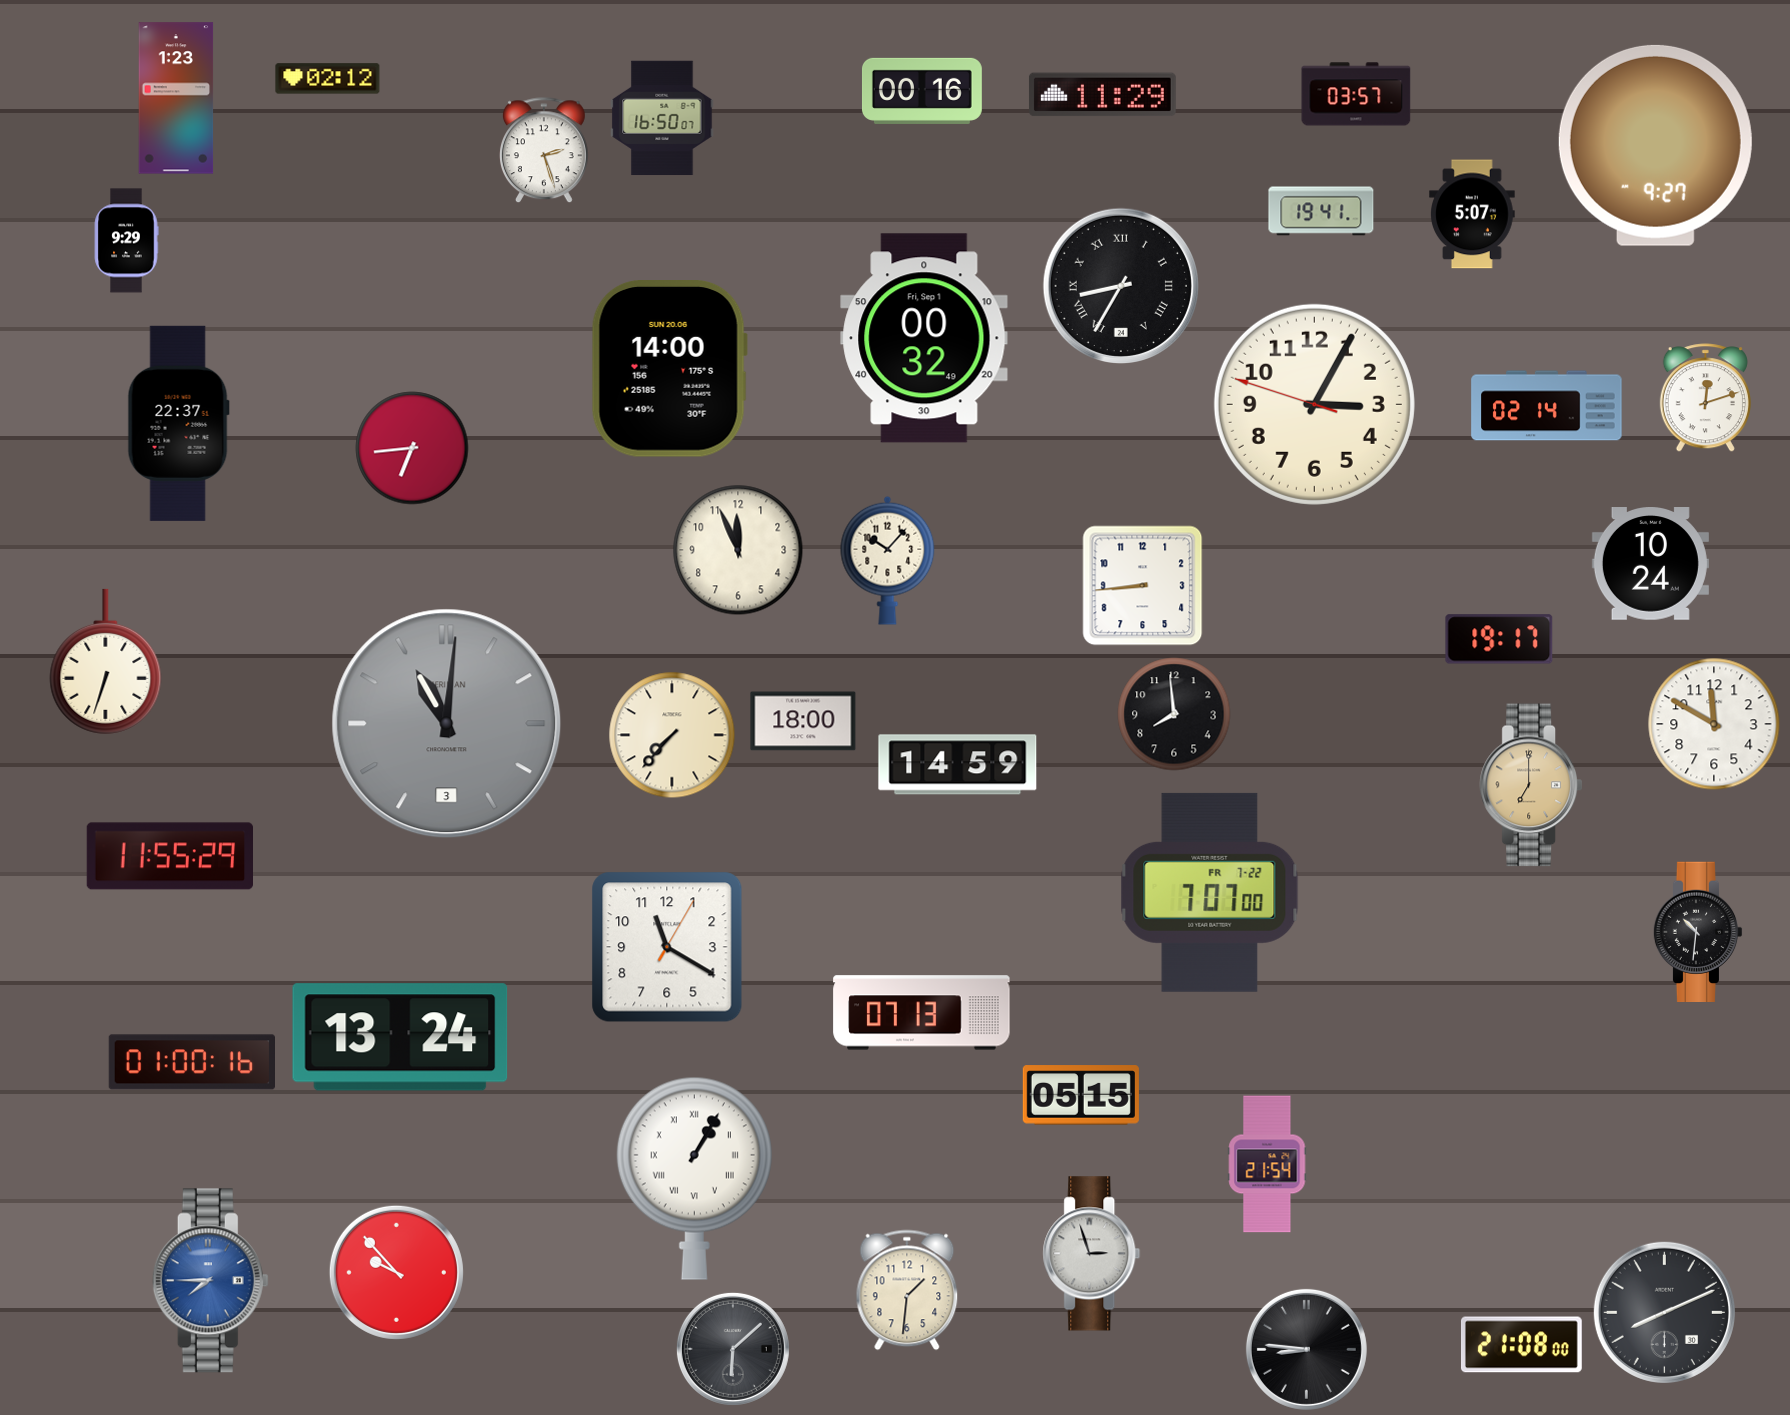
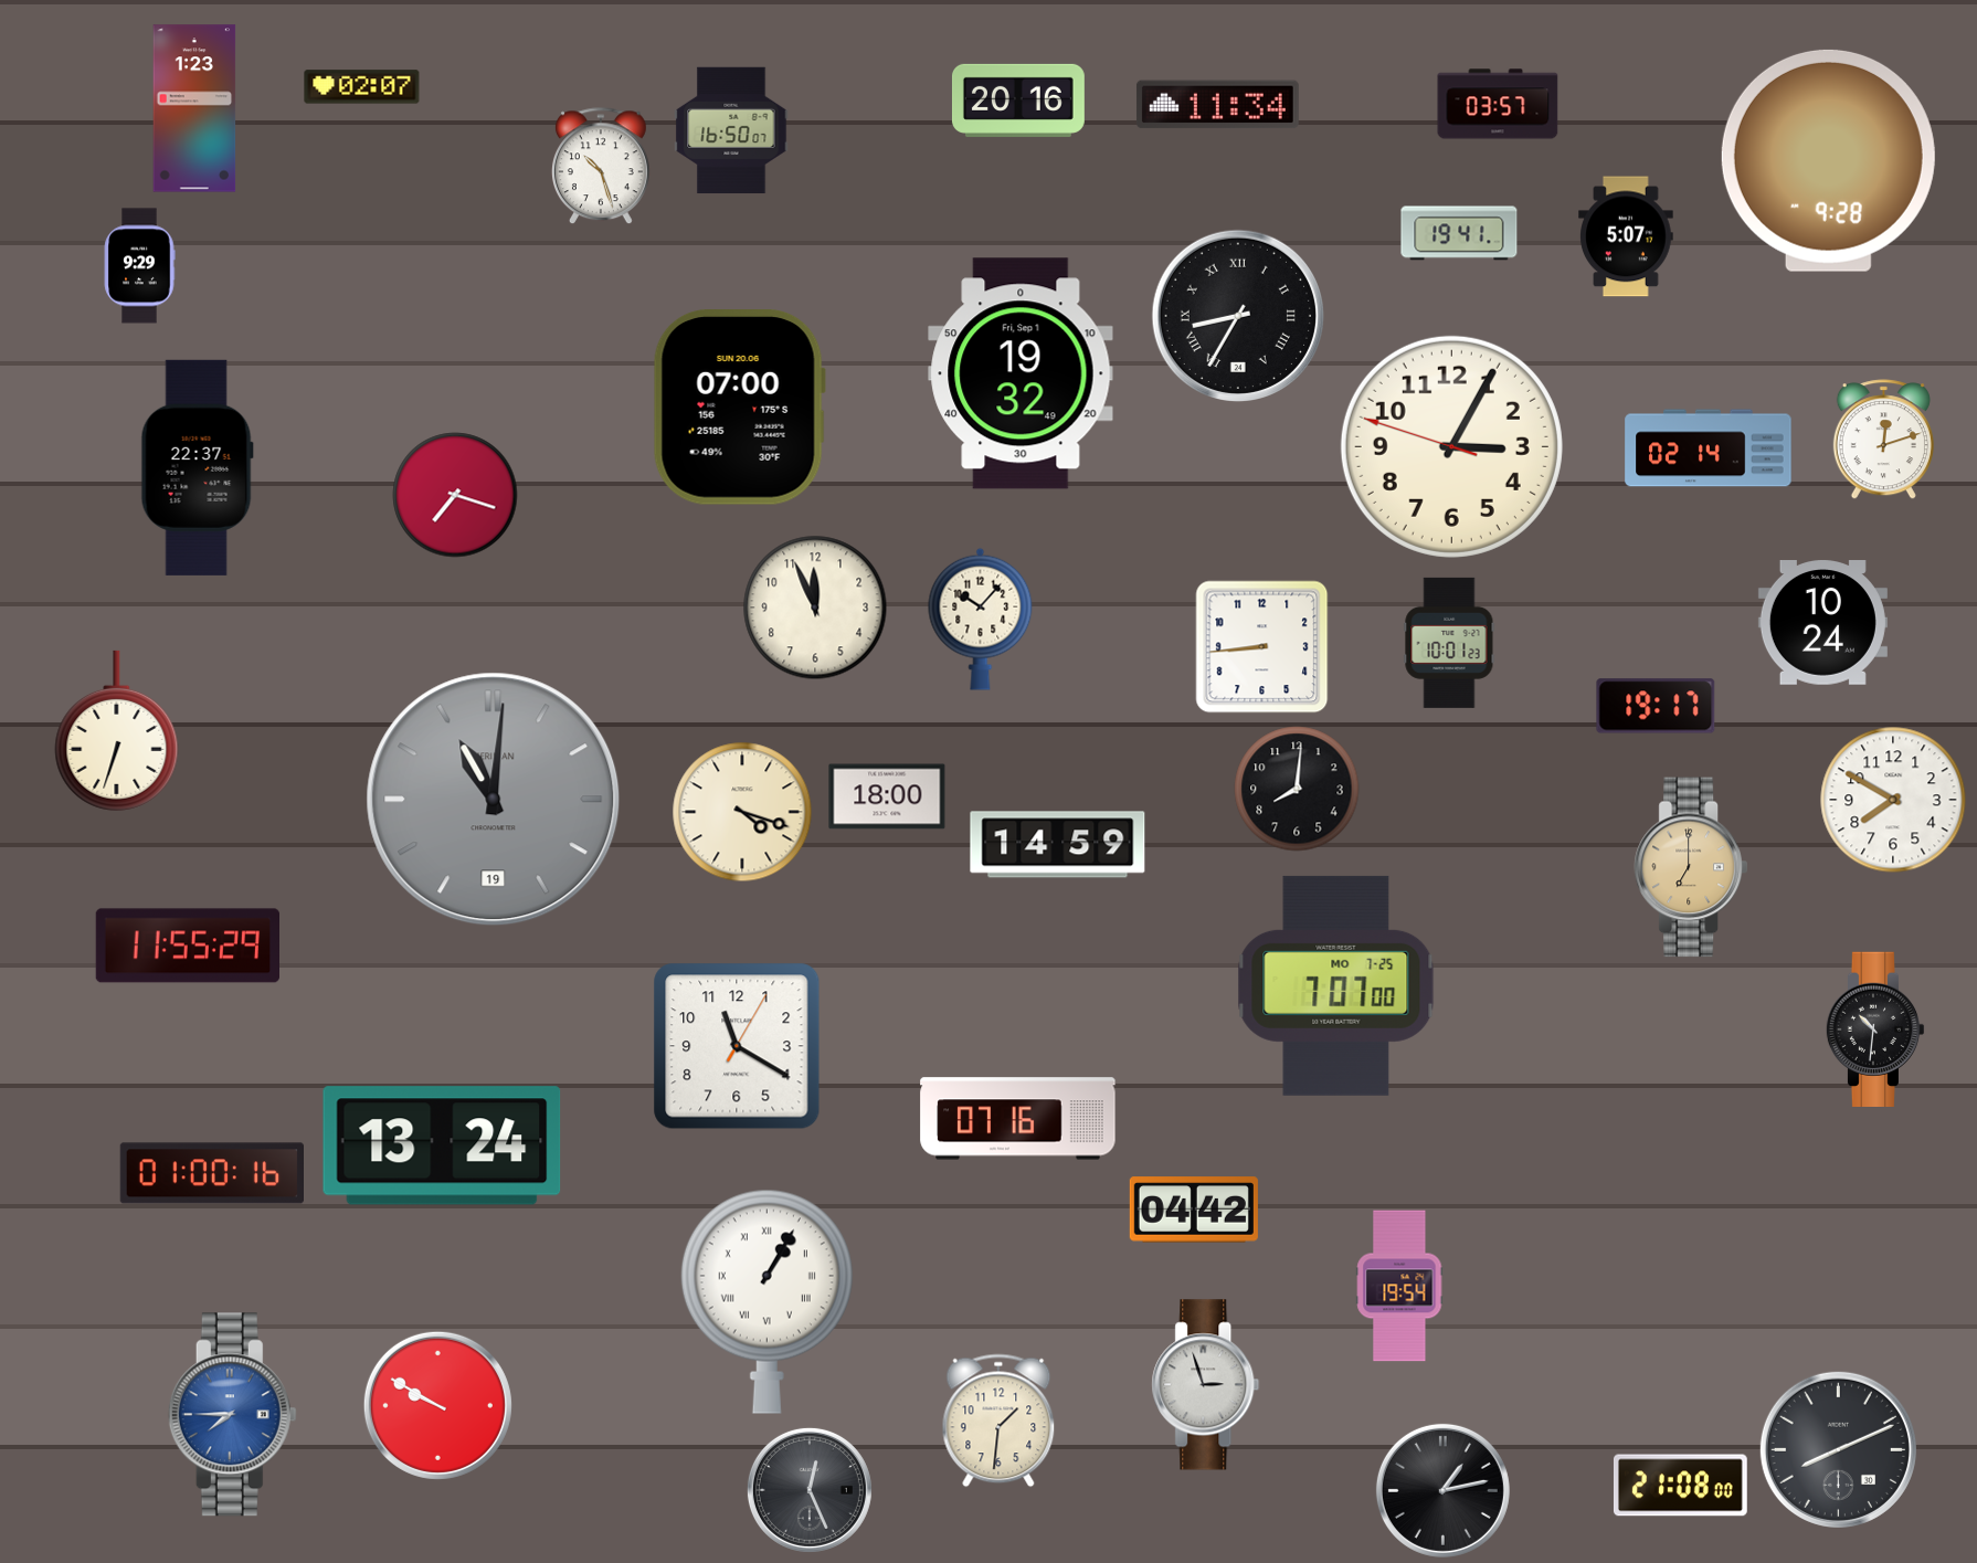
clock at (328, 79): 02:12 -> 02:07
clock at (922, 91): 00:16 -> 20:16
clock at (1102, 95): 11:29 -> 11:34
clock at (1655, 145): 9:27 -> 9:28
clock at (544, 151): 2:27 -> 10:27
clock at (924, 338): 00:32 -> 19:32
clock at (669, 369): 14:00 -> 07:00
clock at (412, 448): 6:44 -> 7:18
clock at (1449, 643): none -> 10:01
clock at (1174, 714): 7:59 -> 8:01
clock at (447, 724) date: 3 -> 19
clock at (1714, 724): 11:50 -> 7:50
clock at (672, 735): 7:37 -> 4:18
clock at (1210, 892) date: FR 7-22 -> MO 7-25
clock at (922, 1013): 07:13 -> 07:16
clock at (1081, 1095): 05:15 -> 04:42
clock at (1267, 1164): 21:54 -> 19:54
clock at (396, 1272): 9:53 -> 9:50
clock at (907, 1290) position: (907, 1290) -> (998, 1421)
clock at (733, 1349): 6:08 -> 12:26
clock at (1306, 1349): 8:46 -> 1:13
